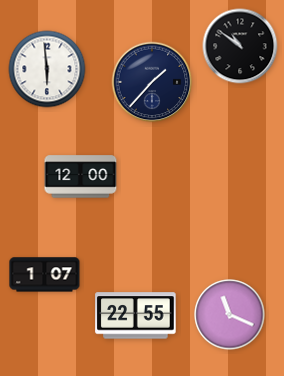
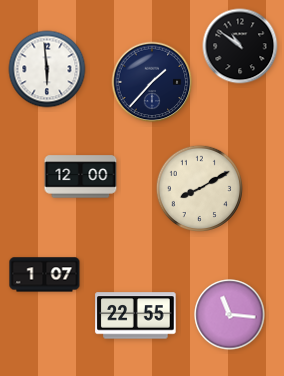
clock at (199, 188): none -> 8:10
clock at (230, 315): 11:19 -> 11:16
